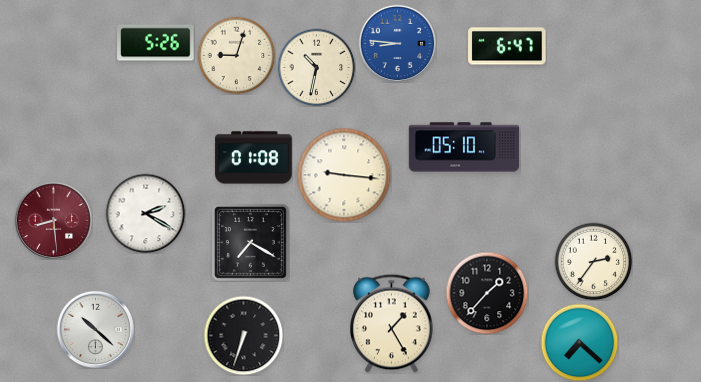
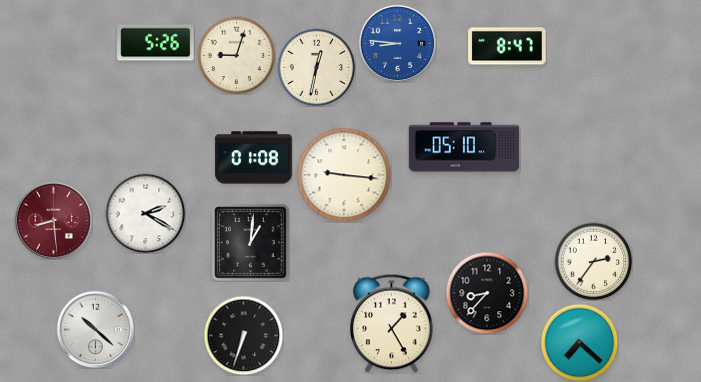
clock at (507, 46): 6:47 -> 8:47
clock at (316, 67): 10:32 -> 12:32
clock at (250, 242): 7:20 -> 1:01
clock at (487, 293): 1:37 -> 8:37
